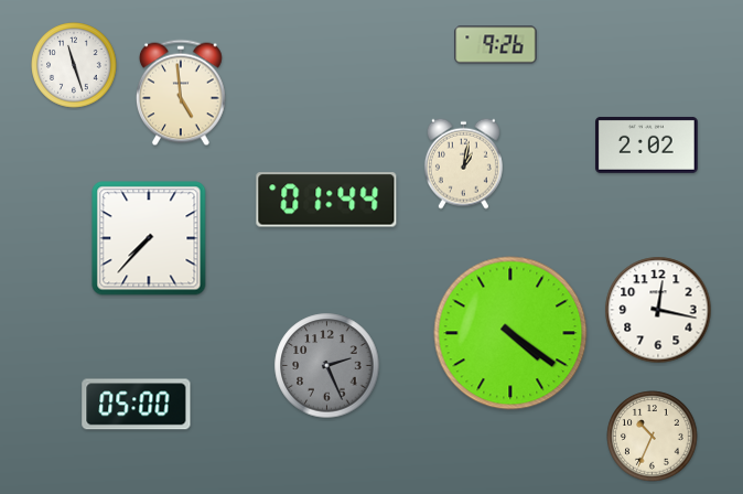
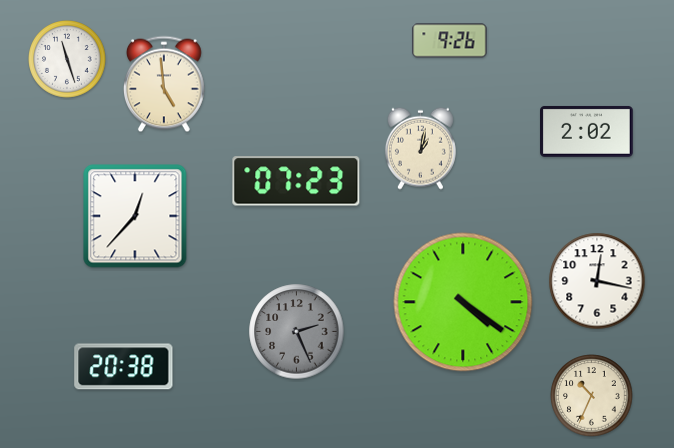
clock at (326, 200): 01:44 -> 07:23
clock at (149, 238): 7:37 -> 12:37
clock at (137, 405): 05:00 -> 20:38
